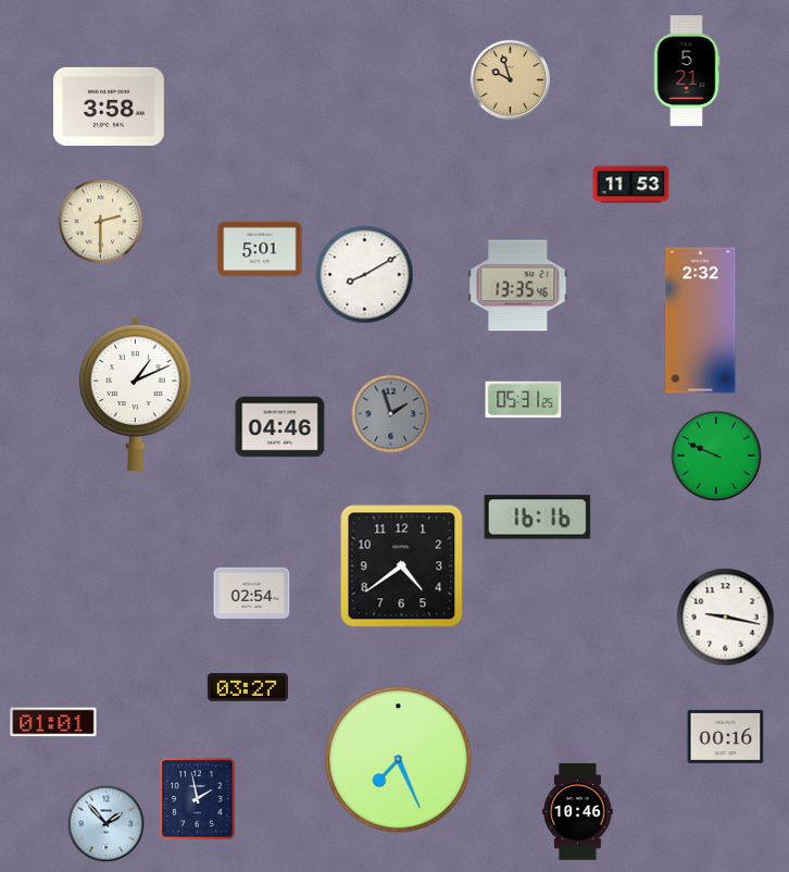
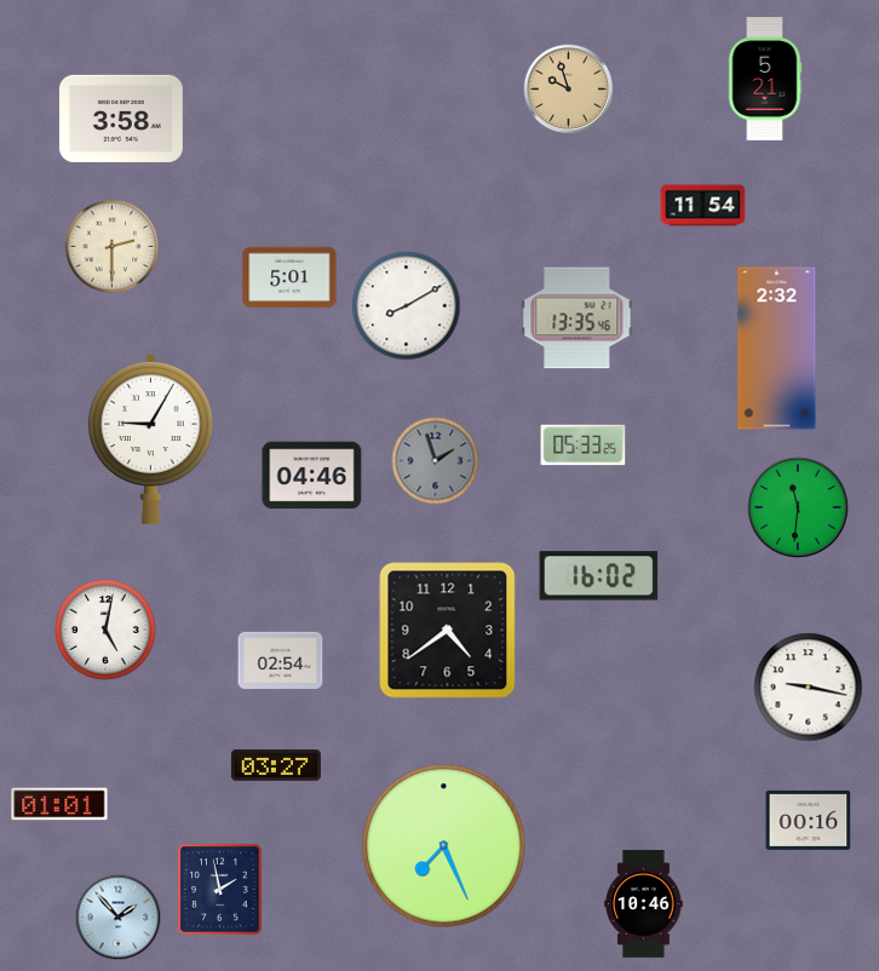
clock at (631, 185): 11:53 -> 11:54
clock at (701, 321) position: (701, 321) -> (777, 349)
clock at (135, 394): 1:11 -> 9:05
clock at (524, 400): 05:31 -> 05:33
clock at (716, 456): 9:49 -> 11:31
clock at (538, 518): 16:16 -> 16:02
clock at (107, 631): none -> 5:02
